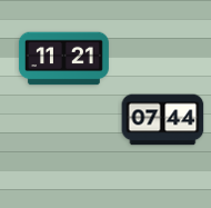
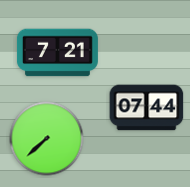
clock at (63, 59): 11:21 -> 7:21
clock at (47, 139): none -> 7:38
